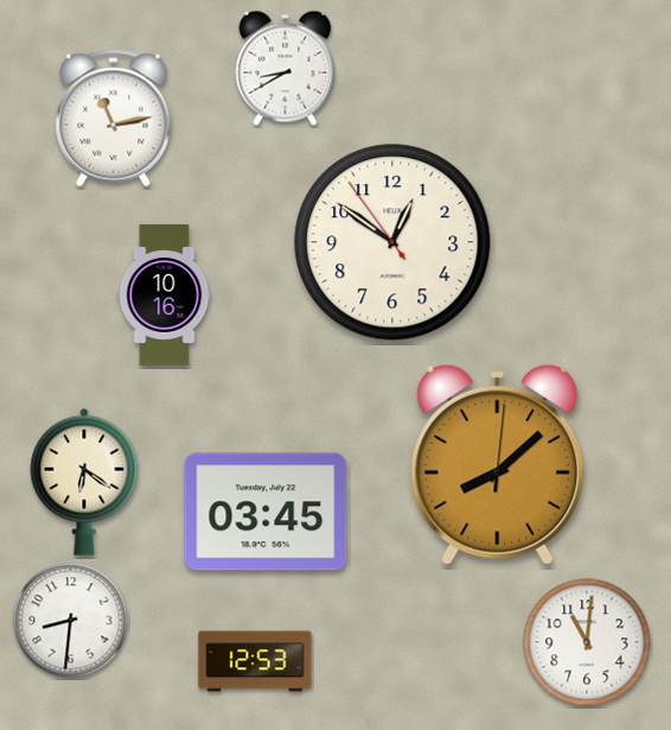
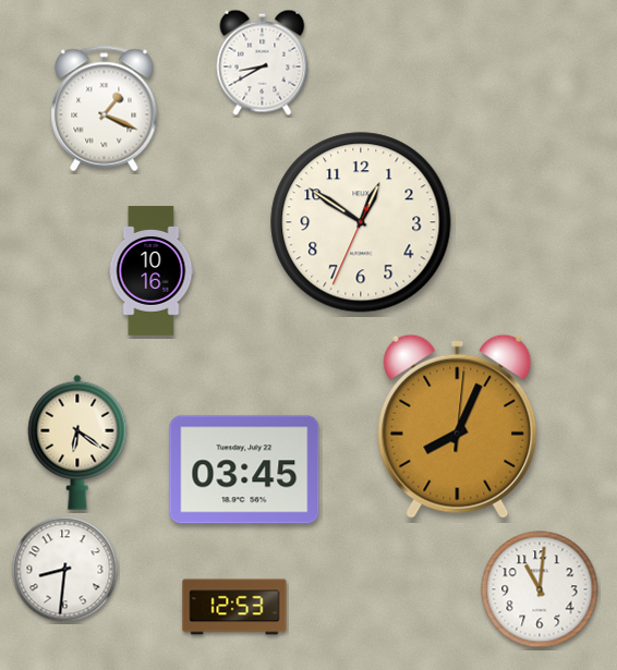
clock at (114, 119): 11:13 -> 1:19
clock at (392, 242): 12:50:54 -> 12:50:34
clock at (498, 464): 8:08 -> 8:04
